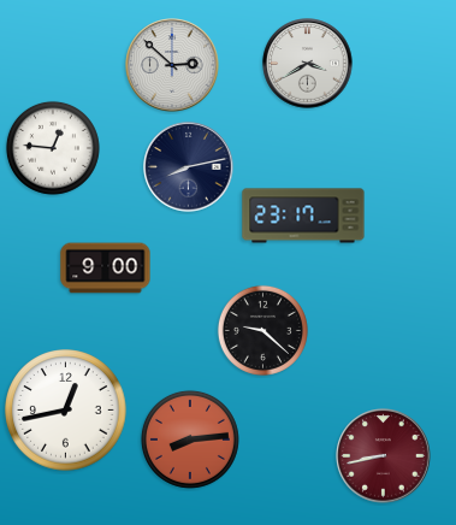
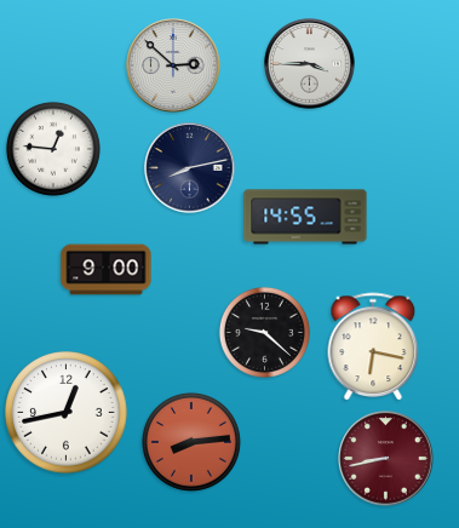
clock at (308, 64): 3:40 -> 3:45
clock at (303, 216): 23:17 -> 14:55
clock at (373, 346): none -> 6:17
